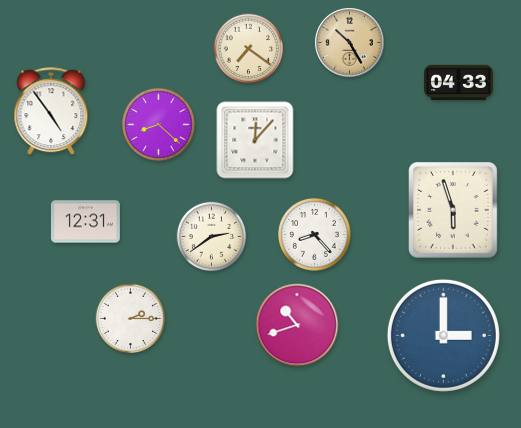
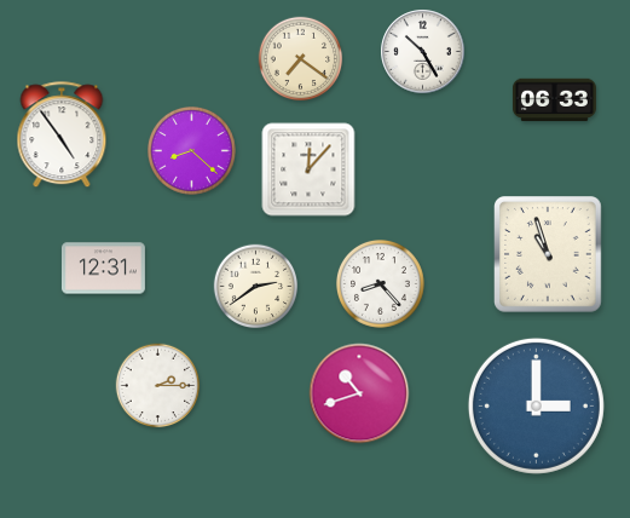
clock at (350, 43) dial: champagne -> white
clock at (458, 83): 04:33 -> 06:33
clock at (454, 211): 5:57 -> 10:57
